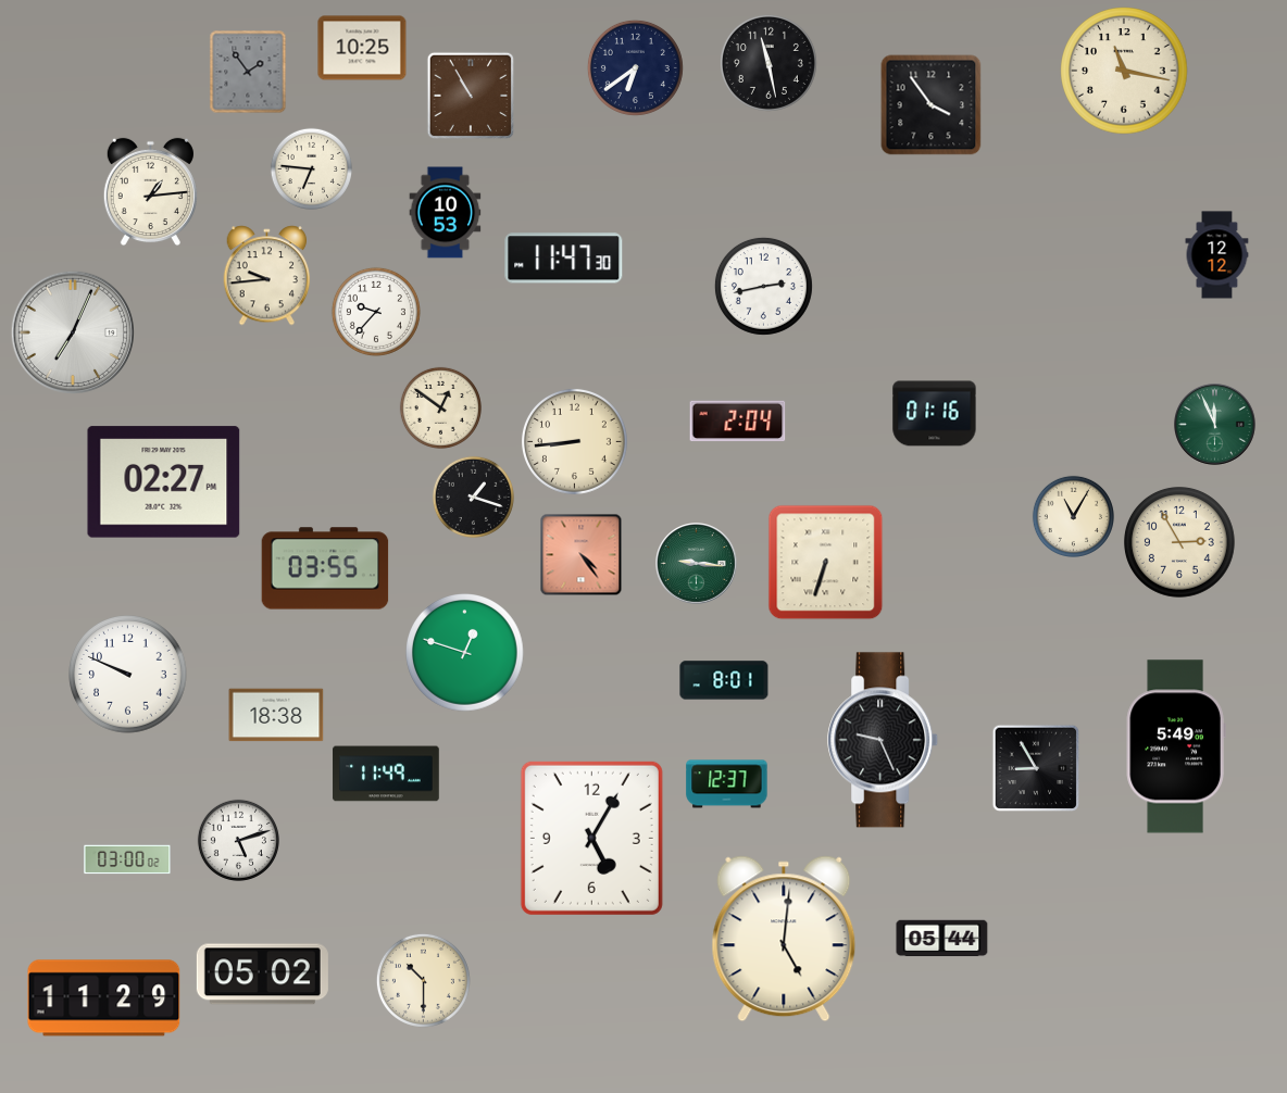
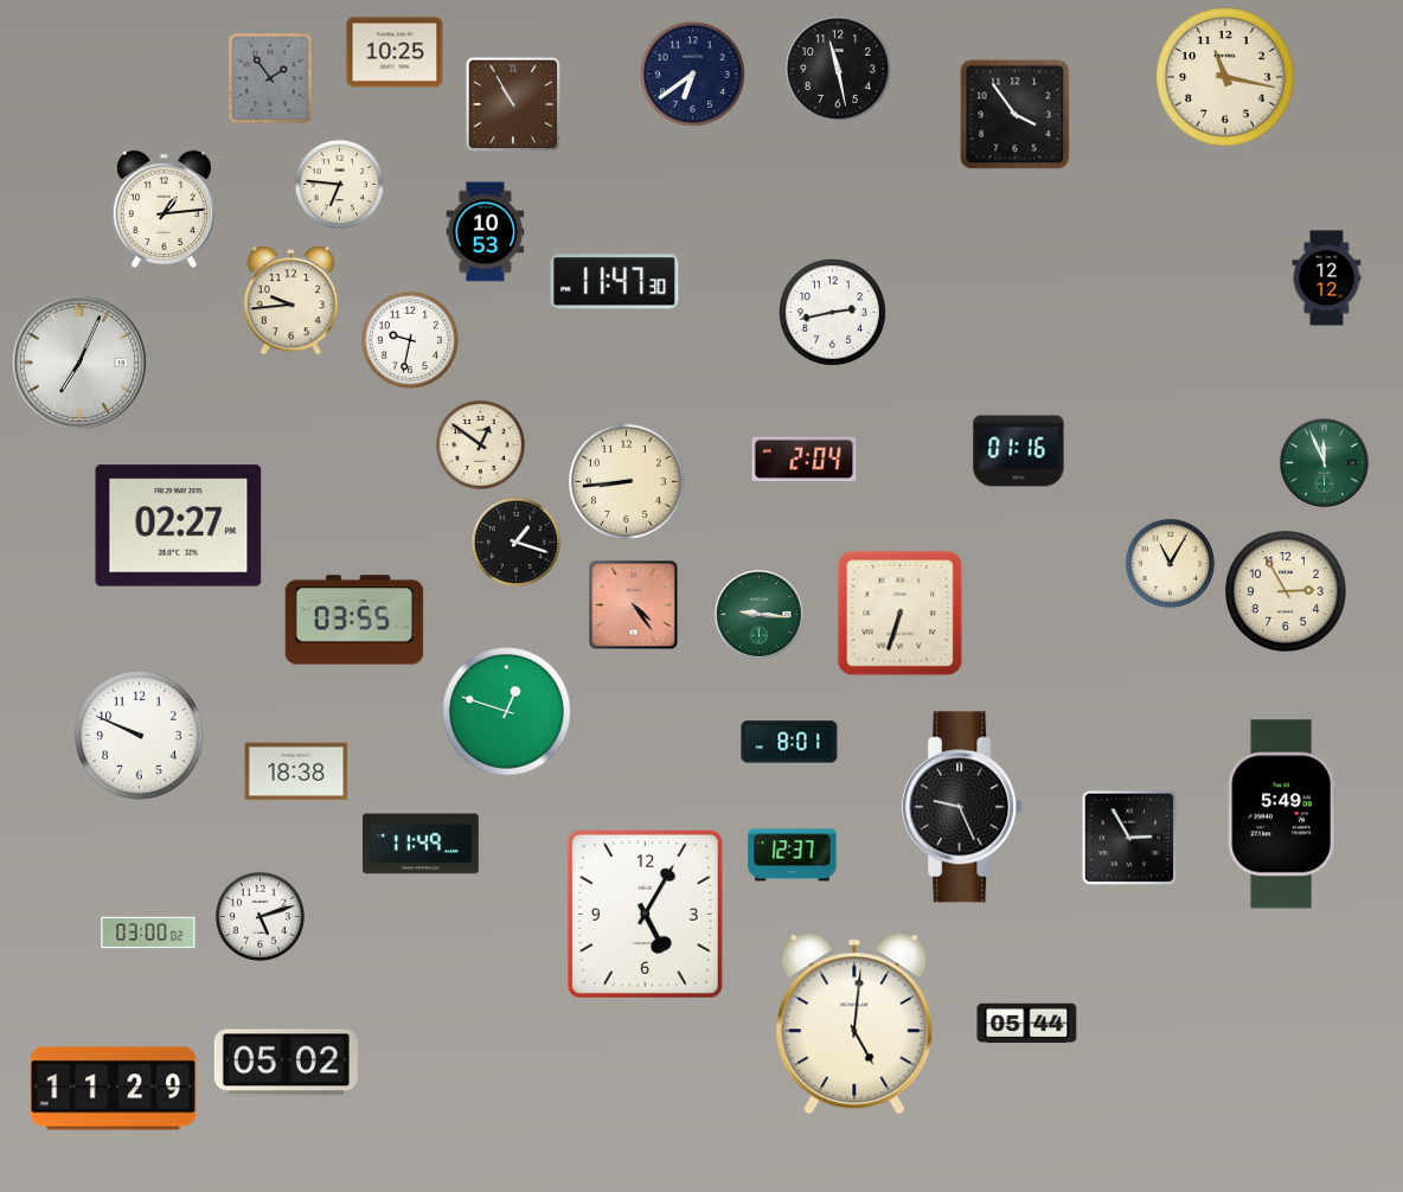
clock at (376, 312): 9:37 -> 9:32
clock at (276, 715) position: (276, 715) -> (296, 771)
clock at (1036, 768): 8:55 -> 2:55
clock at (127, 859) position: (127, 859) -> (148, 933)
clock at (423, 980): 10:30 -> none
